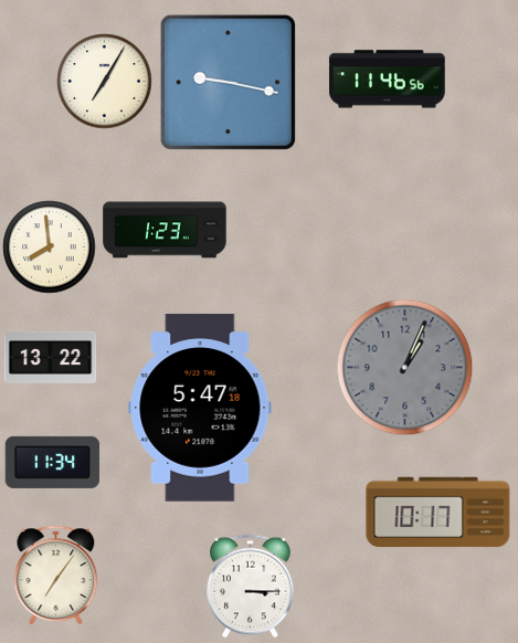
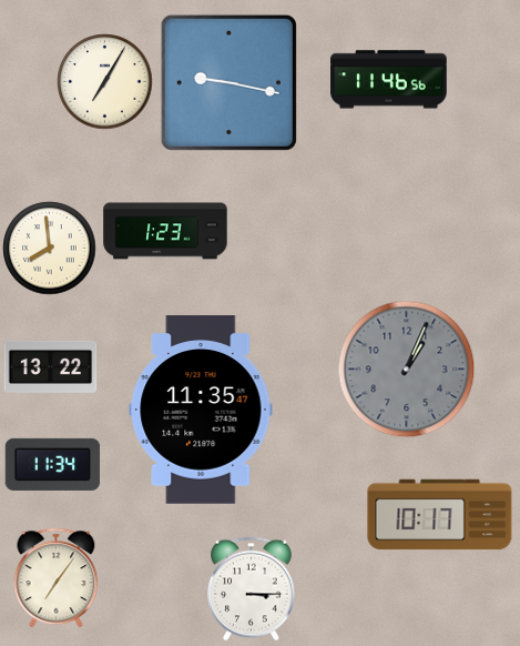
clock at (50, 357) position: (50, 357) -> (50, 366)
clock at (200, 408): 5:47 -> 11:35
